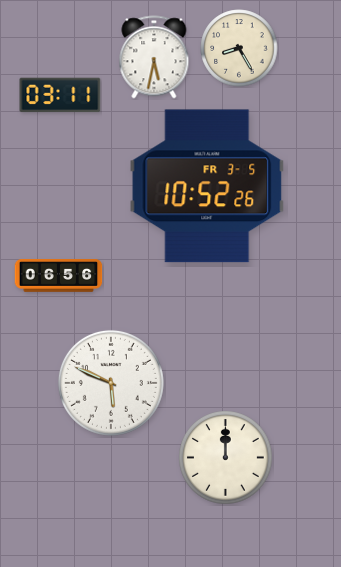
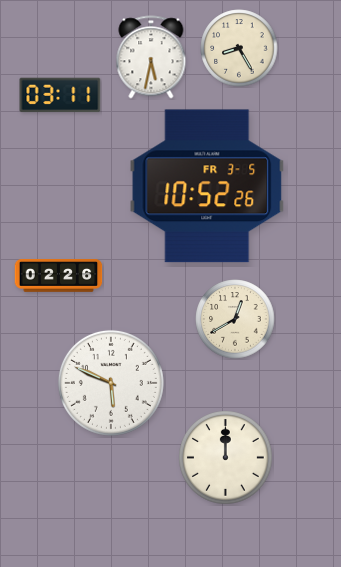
clock at (154, 57) position: (154, 57) -> (151, 57)
clock at (59, 276): 06:56 -> 02:26
clock at (235, 319): none -> 12:40
